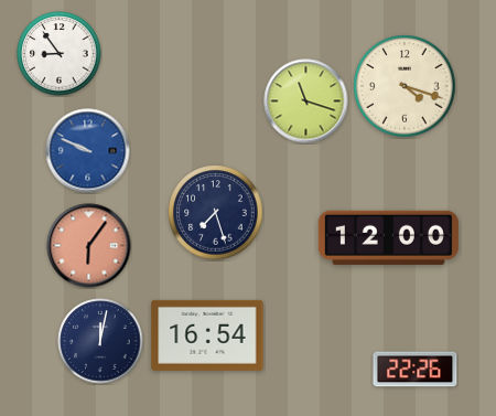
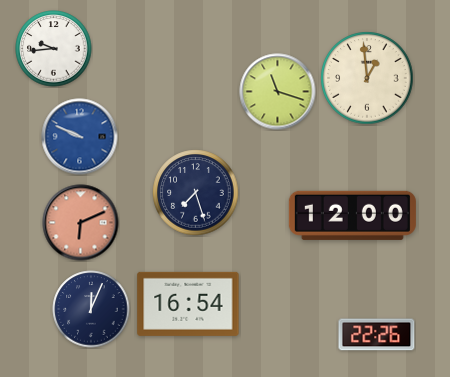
clock at (60, 54): 8:54 -> 9:44
clock at (405, 86): 4:18 -> 12:59
clock at (89, 246): 6:06 -> 6:11
clock at (100, 341): 12:02 -> 12:04
